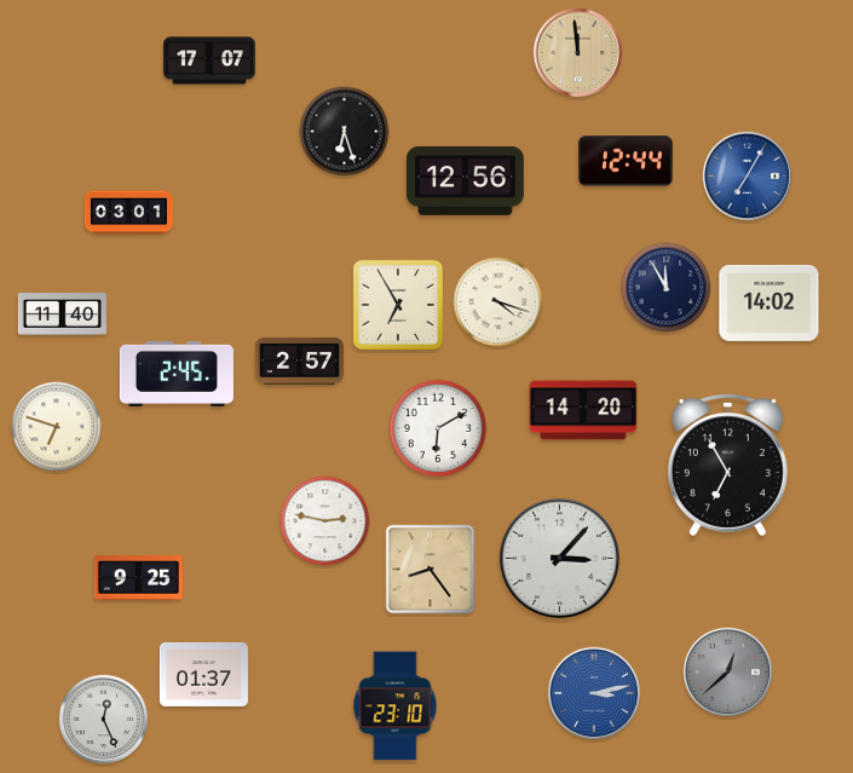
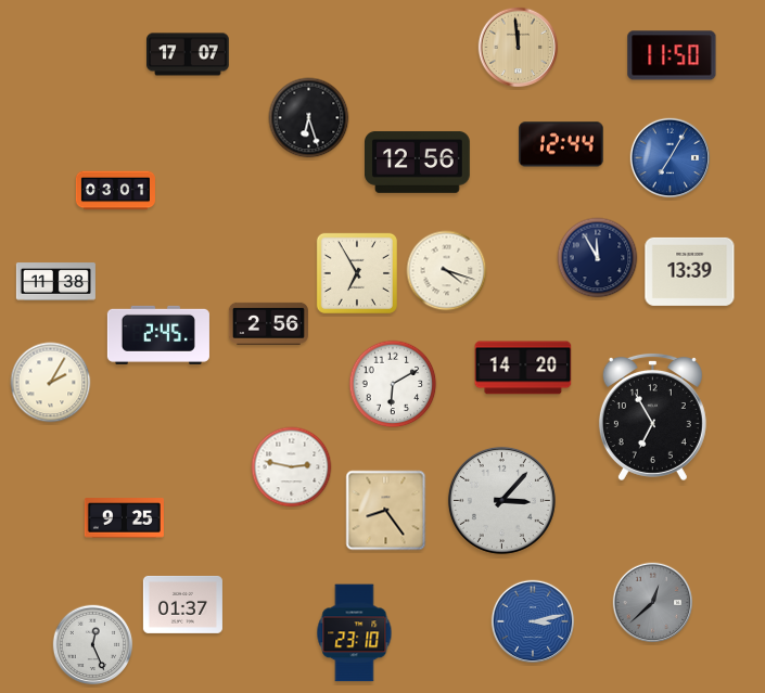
clock at (672, 55): none -> 11:50
clock at (770, 302): 14:02 -> 13:39
clock at (62, 315): 11:40 -> 11:38
clock at (299, 360): 2:57 -> 2:56
clock at (57, 427): 6:48 -> 2:05
